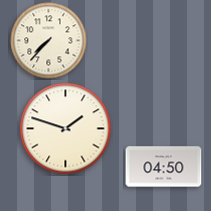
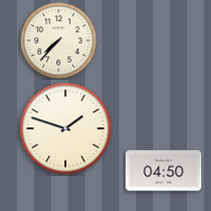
clock at (49, 41) position: (49, 41) -> (59, 41)
clock at (164, 167) position: (164, 167) -> (164, 171)
